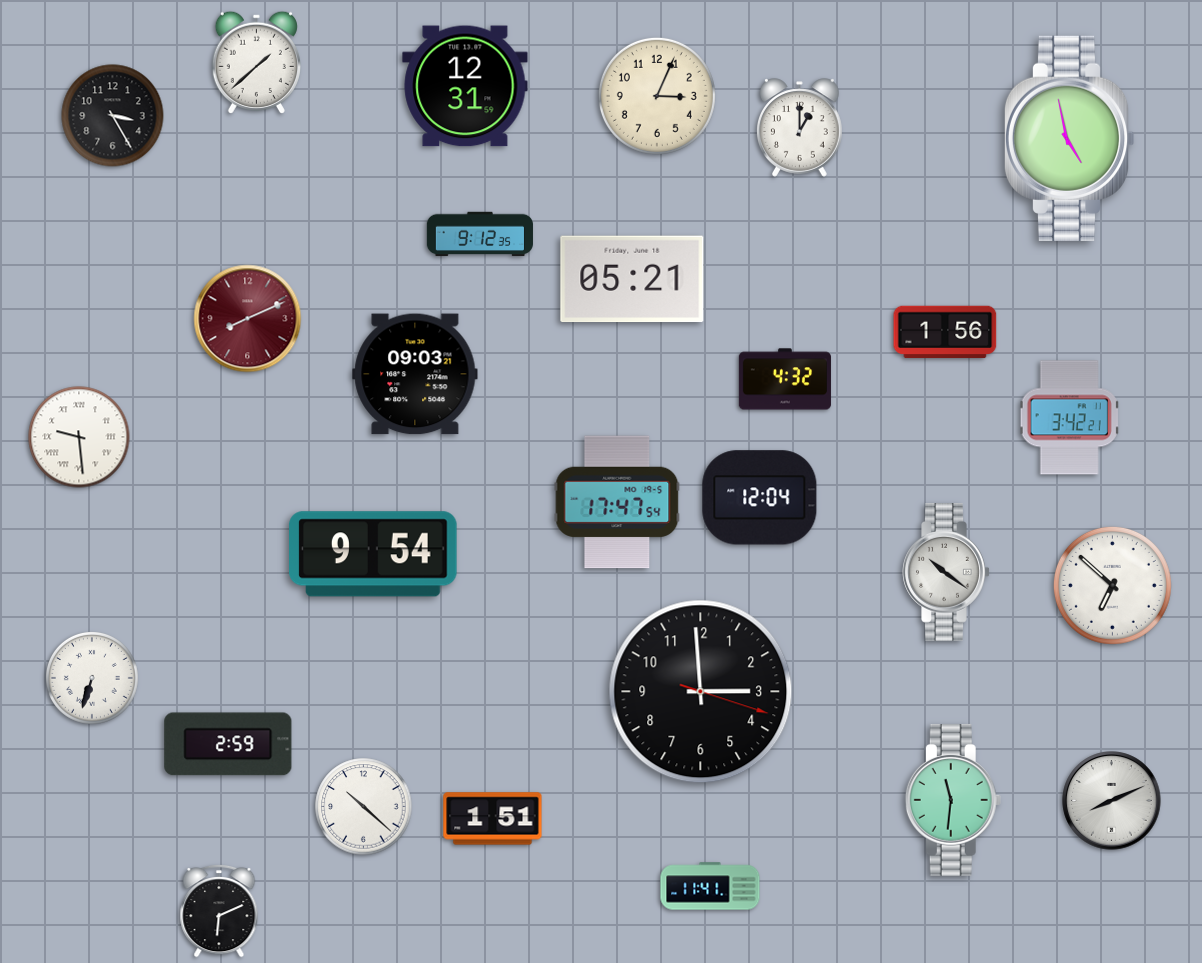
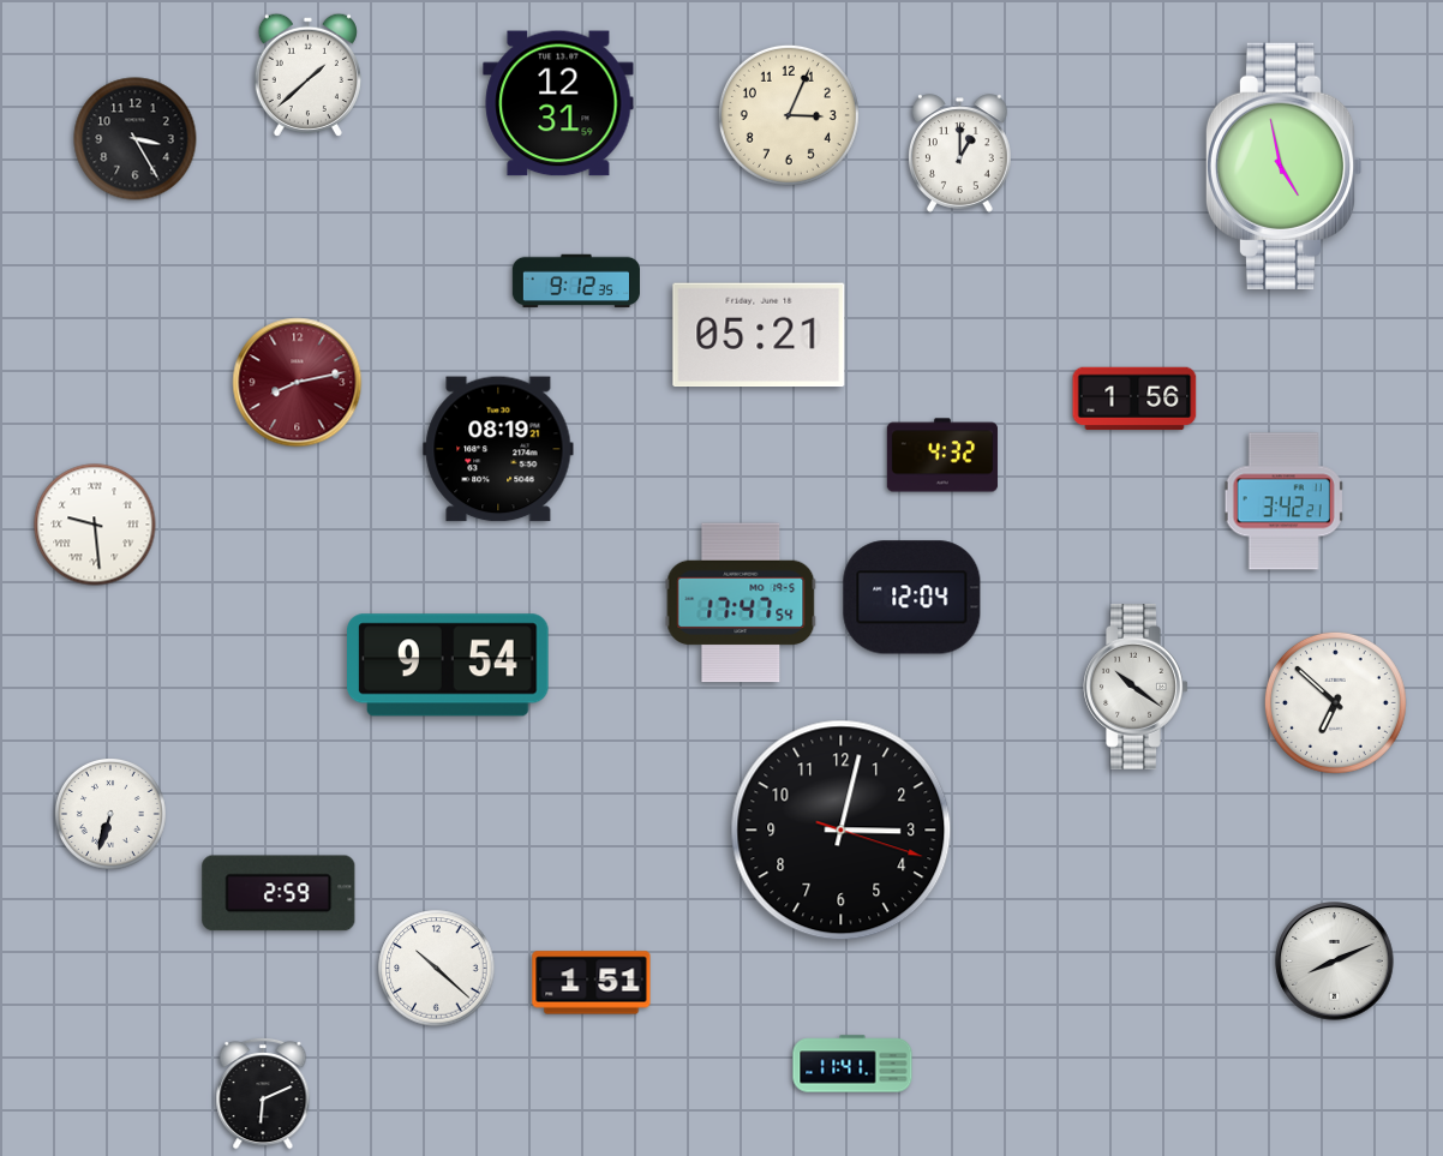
clock at (248, 319): 8:11 -> 8:13
clock at (415, 374): 09:03 -> 08:19
clock at (701, 692): 2:59 -> 3:02
clock at (228, 744) position: (228, 744) -> (279, 893)
clock at (953, 800): 11:31 -> none
